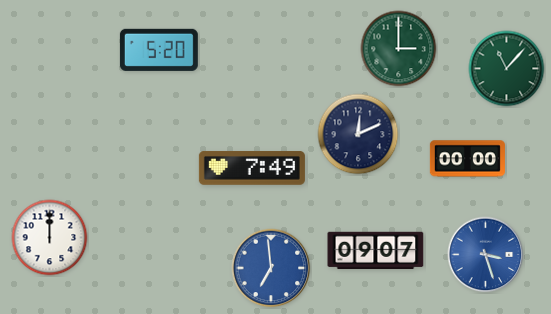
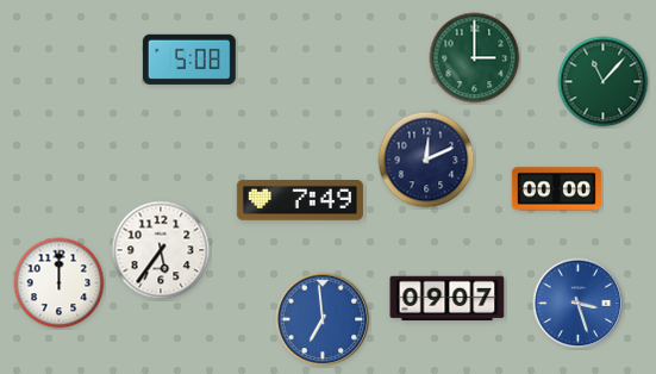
clock at (159, 50): 5:20 -> 5:08
clock at (161, 250): none -> 5:36
